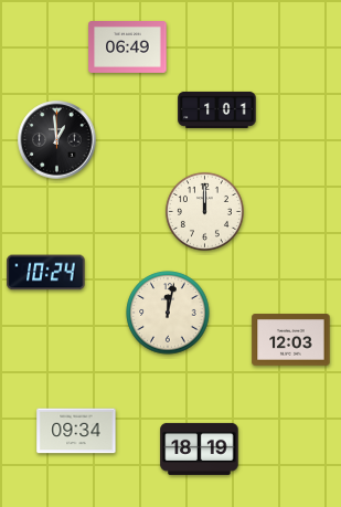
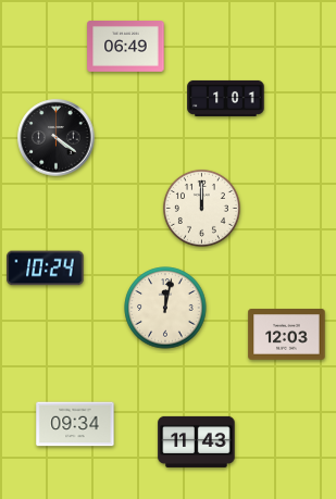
clock at (217, 109) position: (217, 109) -> (226, 98)
clock at (57, 140): 12:59 -> 4:21
clock at (200, 448): 18:19 -> 11:43
